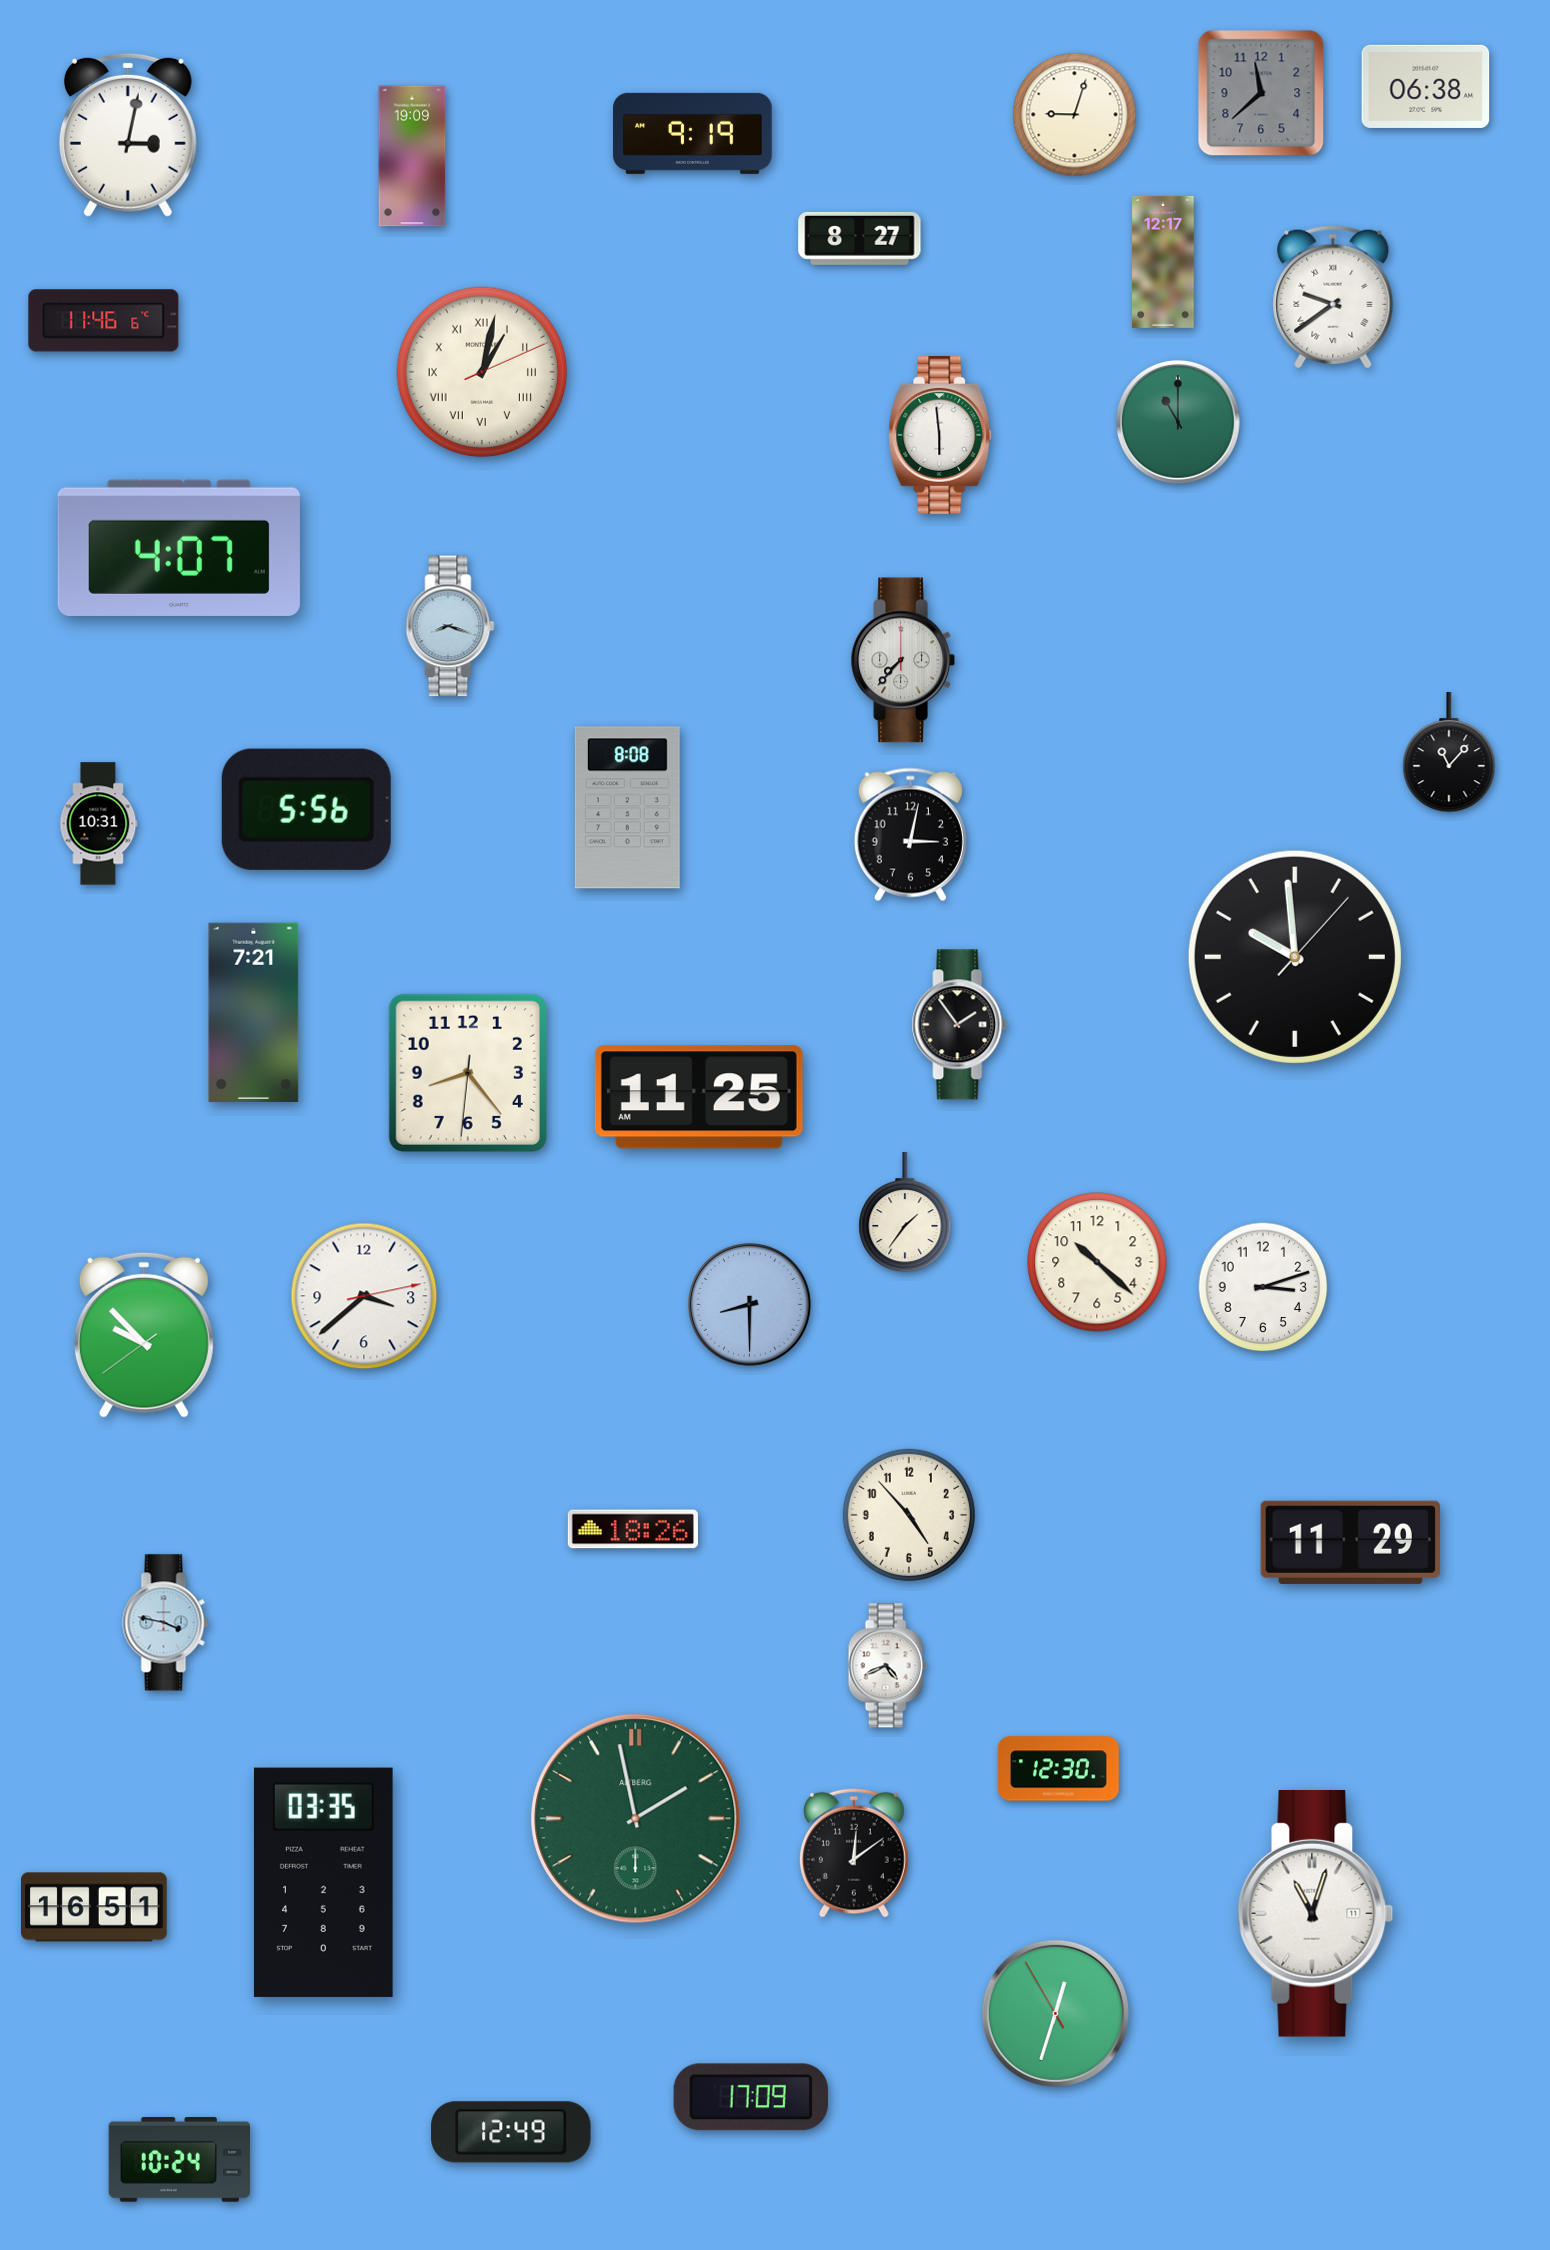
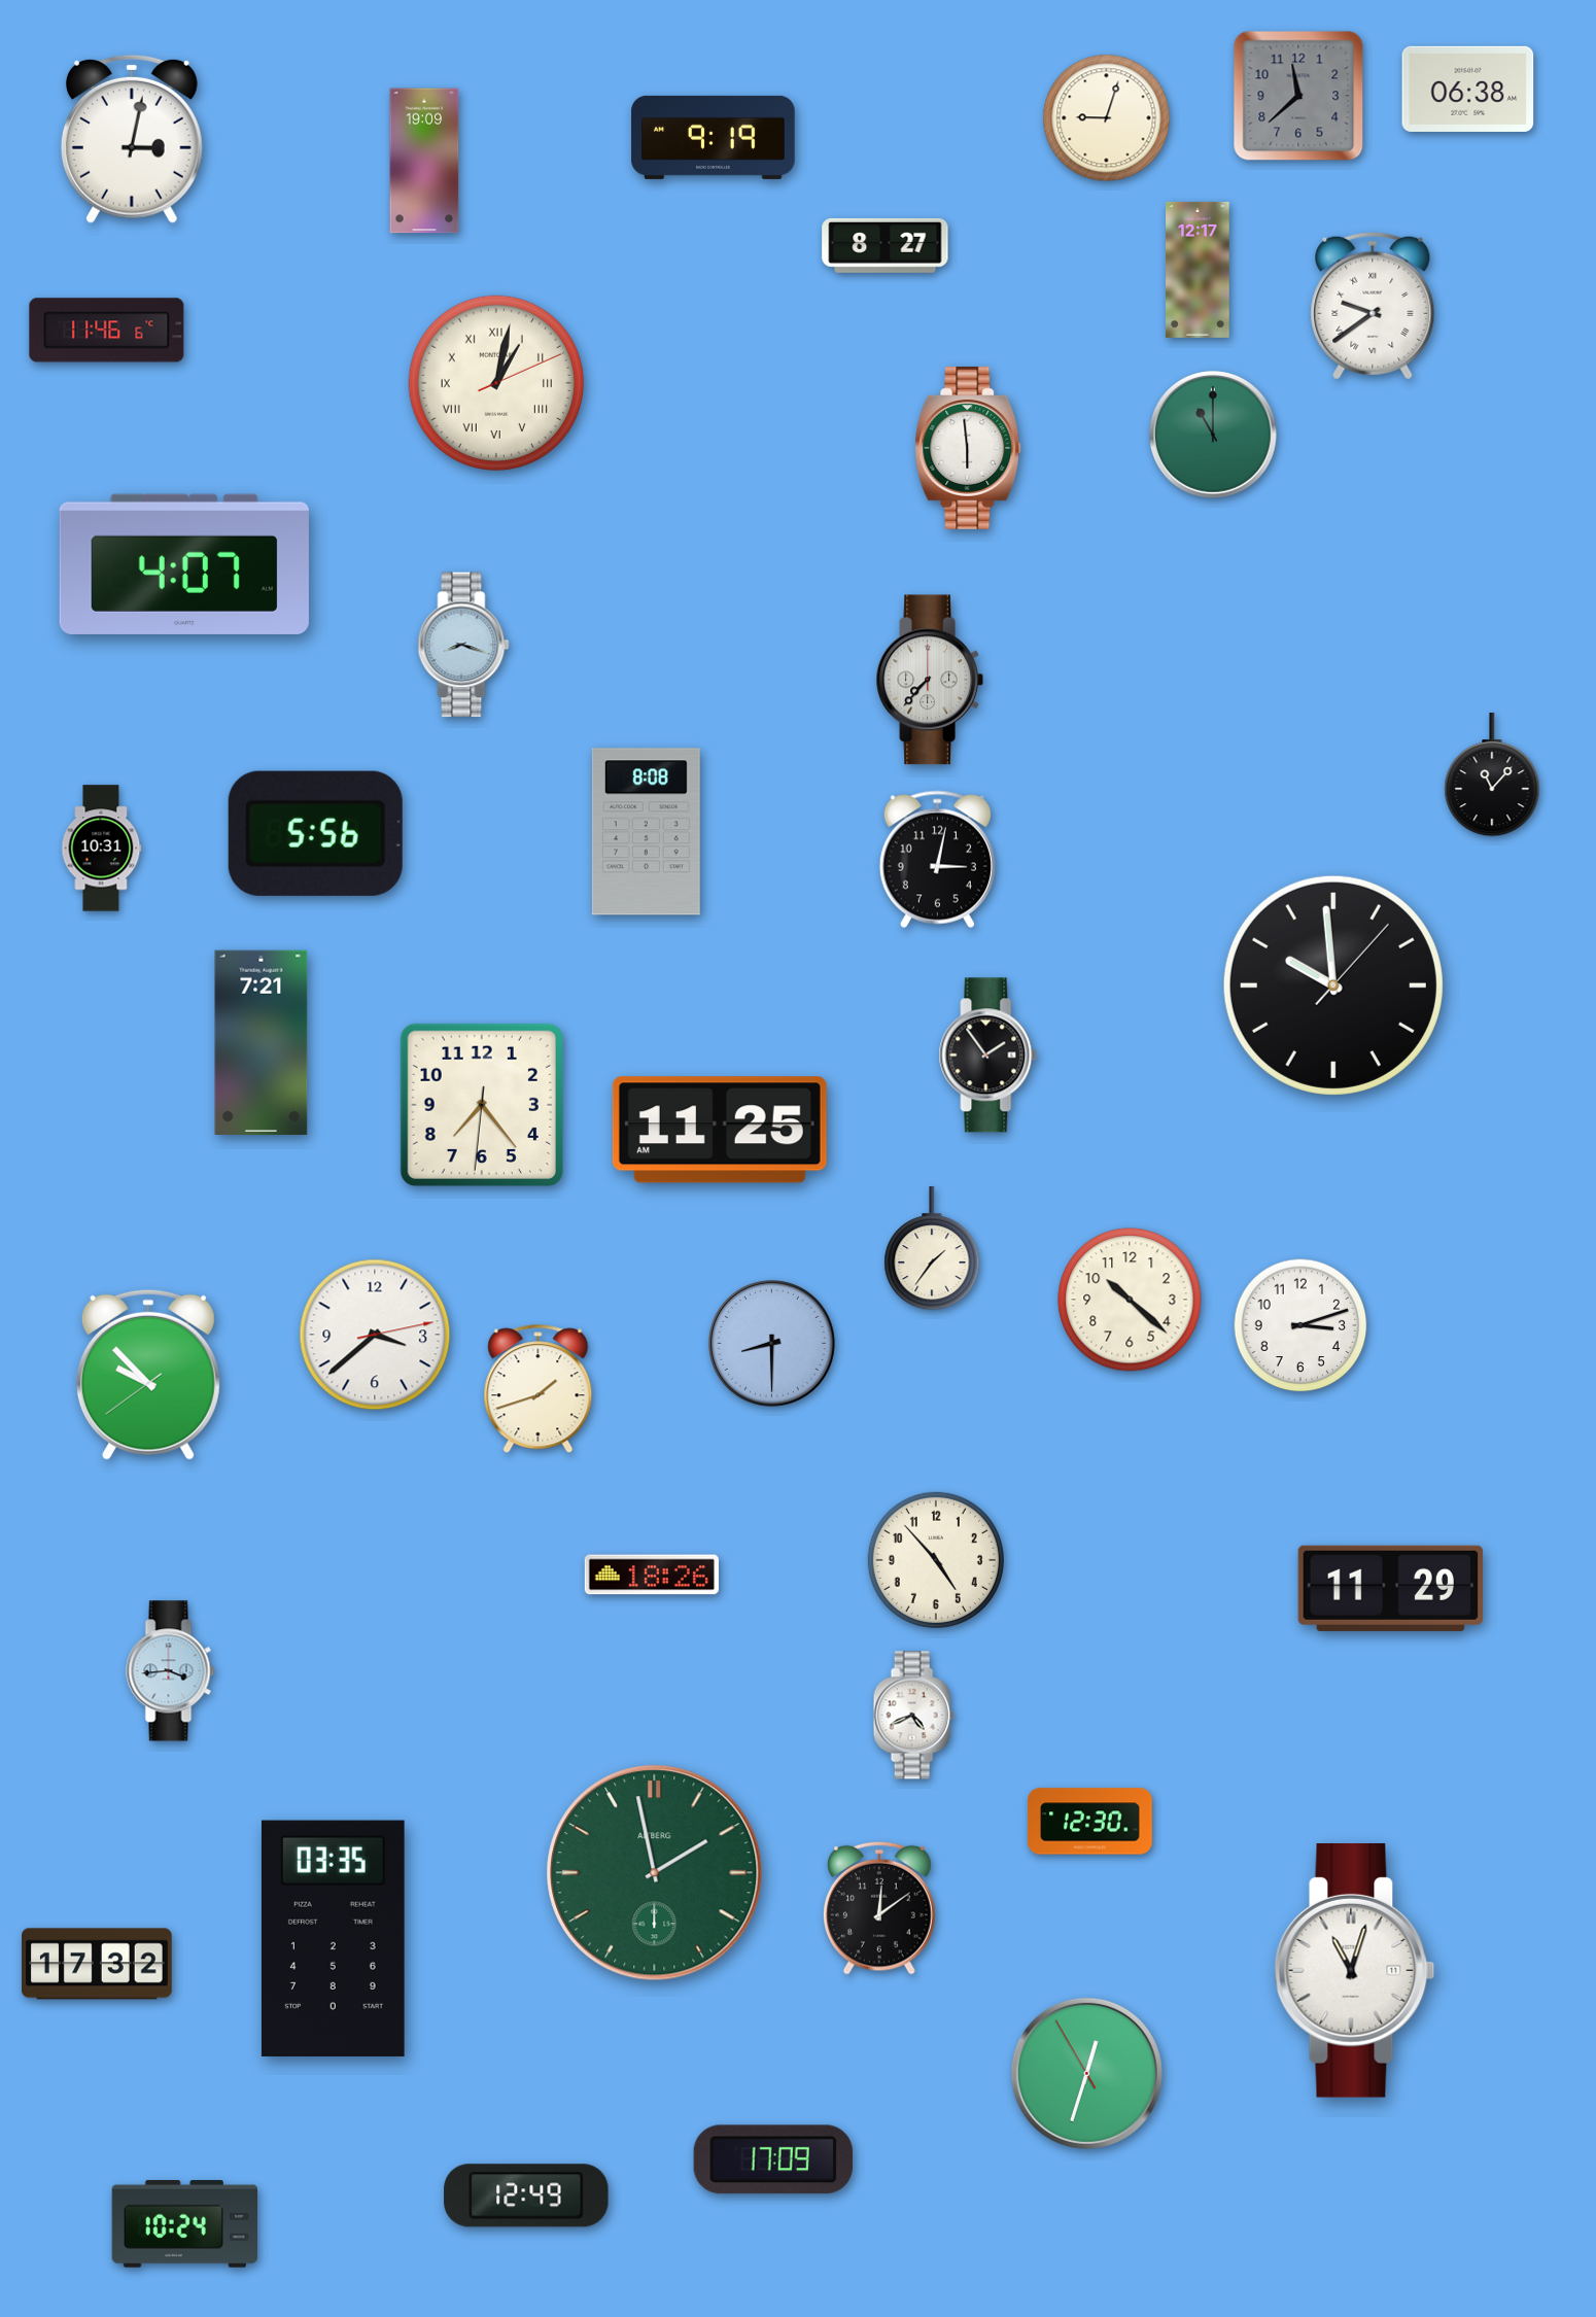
clock at (468, 1073): 8:23 -> 7:23
clock at (539, 1389): none -> 1:42
clock at (166, 1623): 3:47 -> 3:44
clock at (95, 1907): 16:51 -> 17:32
